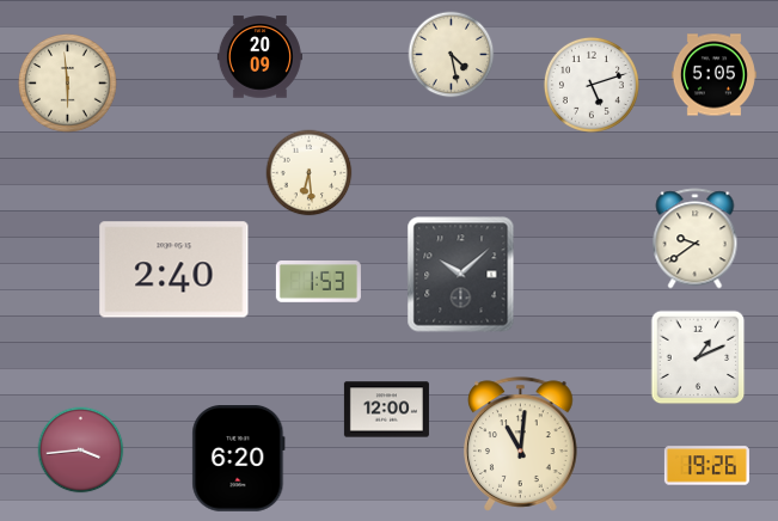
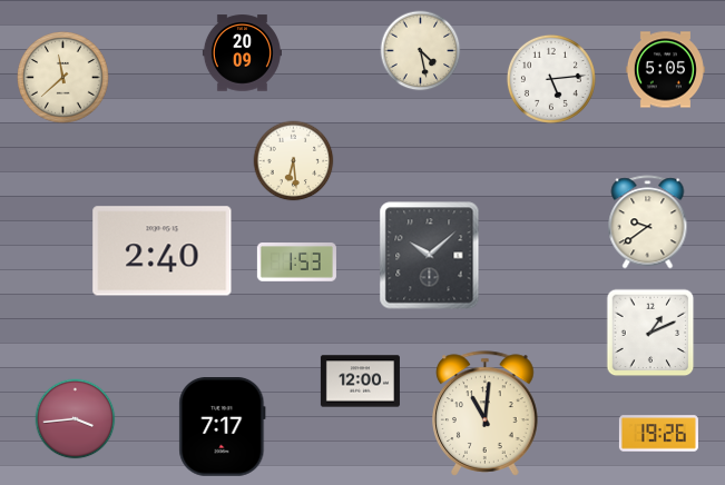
clock at (68, 84): 5:59 -> 11:38
clock at (592, 85): 5:12 -> 5:14
clock at (310, 173) position: (310, 173) -> (294, 161)
clock at (239, 459): 6:20 -> 7:17
